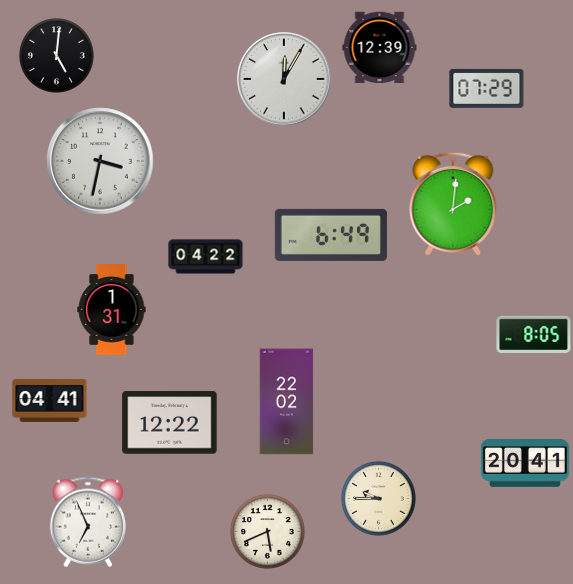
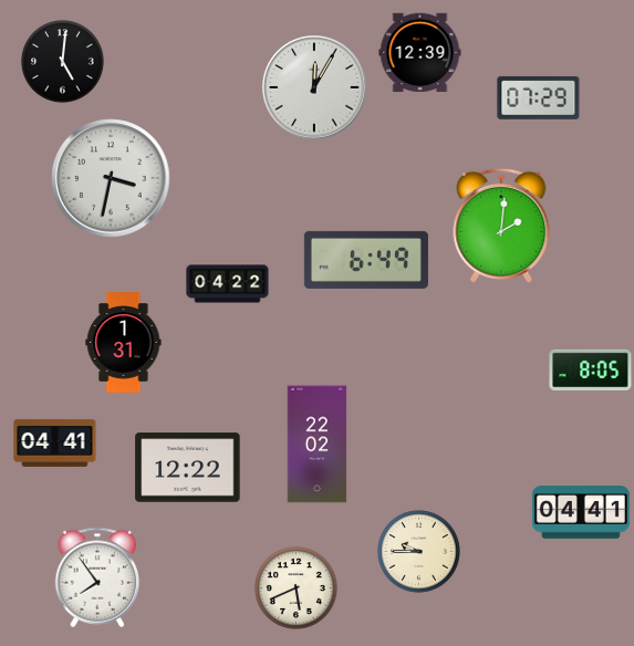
clock at (525, 464): 20:41 -> 04:41
clock at (88, 522): 6:56 -> 7:54
